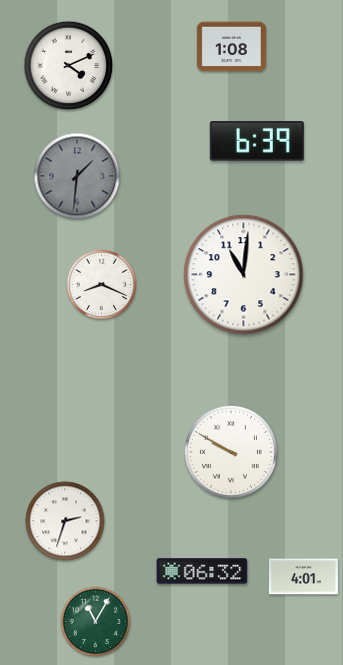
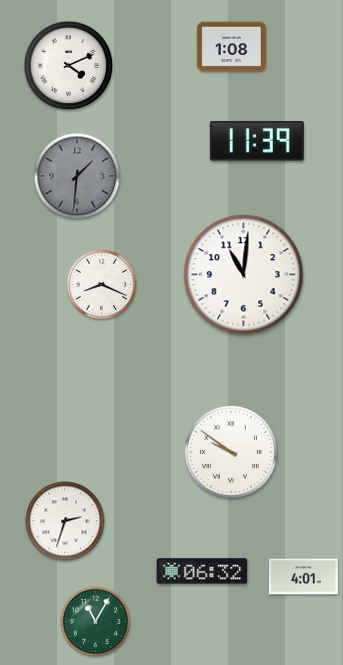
clock at (257, 141): 6:39 -> 11:39
clock at (231, 452): 9:50 -> 9:51
